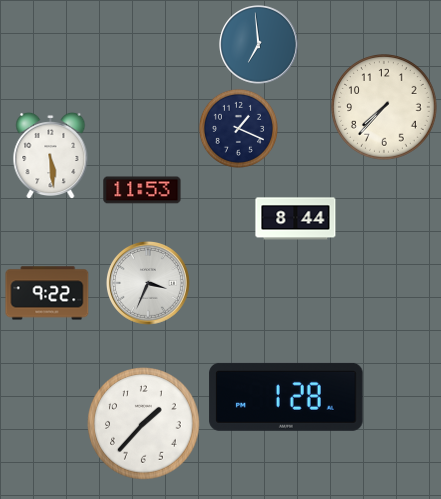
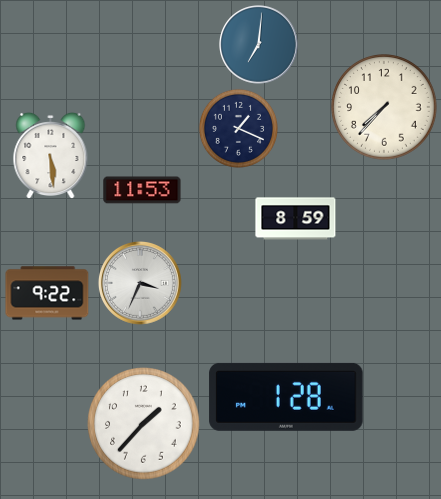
clock at (259, 45): 6:59 -> 7:01
clock at (296, 219): 8:44 -> 8:59
clock at (148, 283) position: (148, 283) -> (140, 283)
